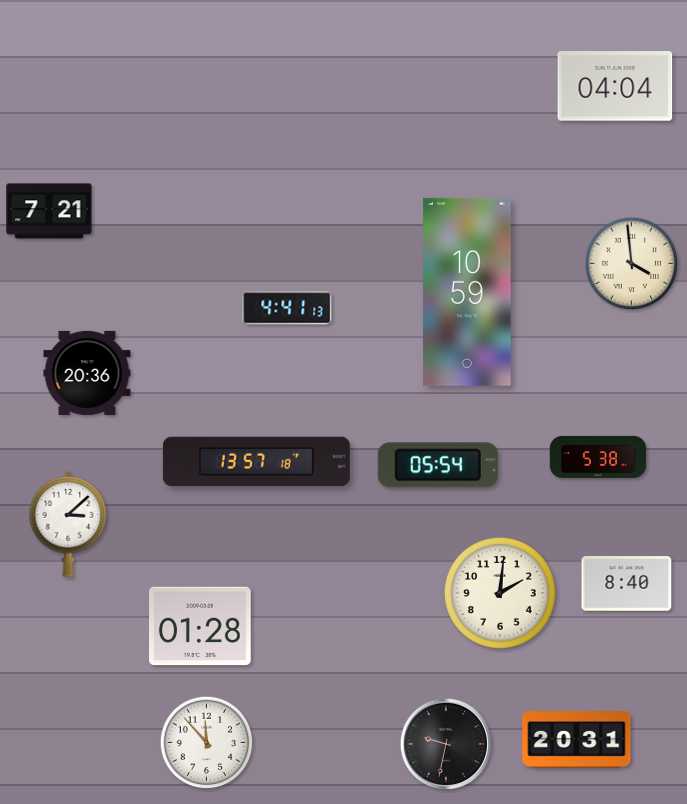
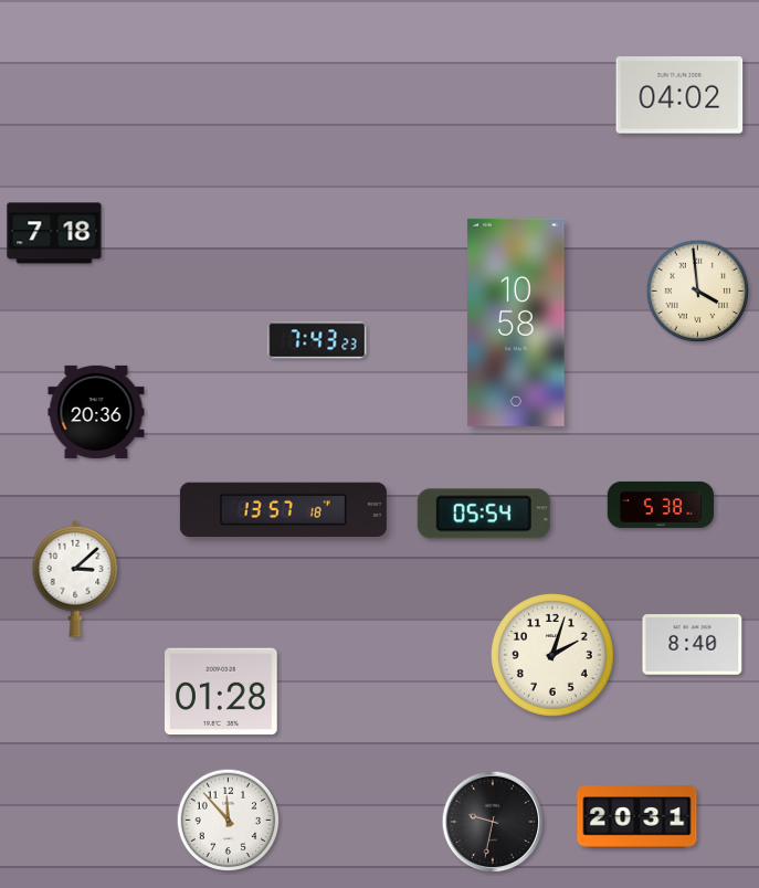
clock at (615, 86): 04:04 -> 04:02
clock at (49, 211): 7:21 -> 7:18
clock at (467, 292): 10:59 -> 10:58
clock at (287, 308): 4:41 -> 7:43
clock at (500, 593): 2:01 -> 2:03
